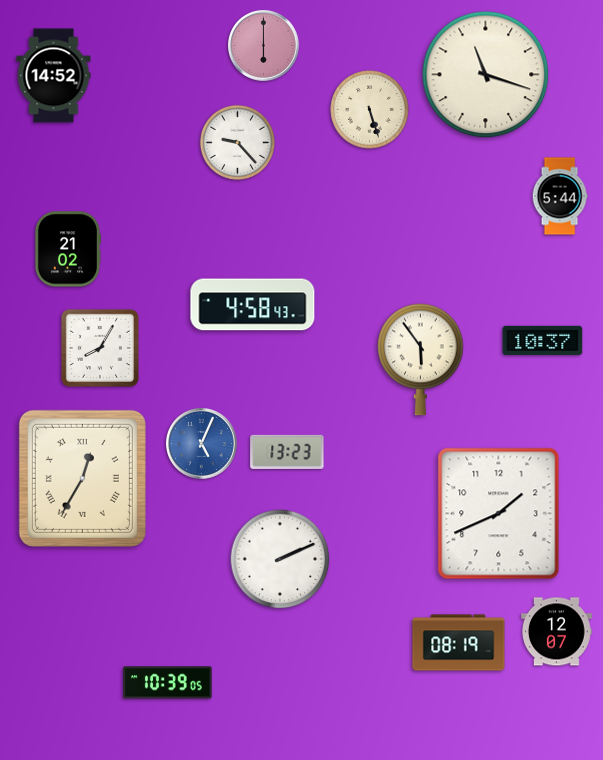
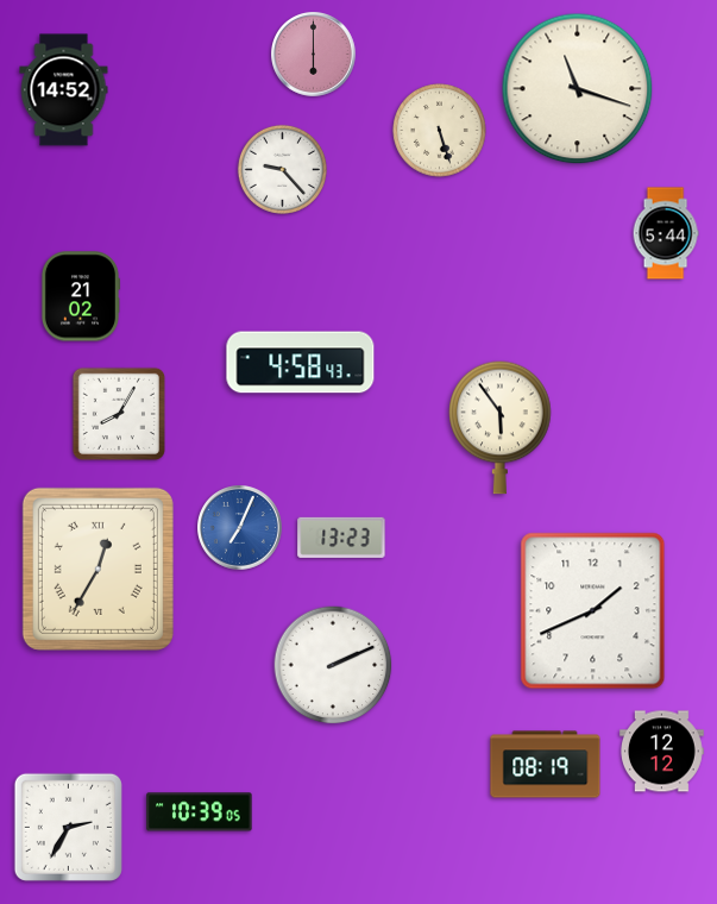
clock at (543, 341): 10:37 -> none
clock at (202, 444): 5:04 -> 7:04
clock at (557, 632): 12:07 -> 12:12
clock at (68, 827): none -> 2:35
